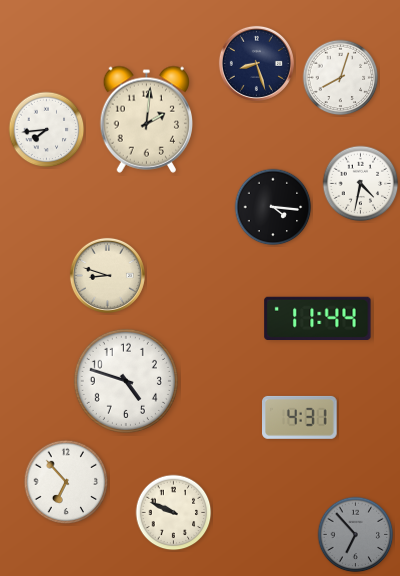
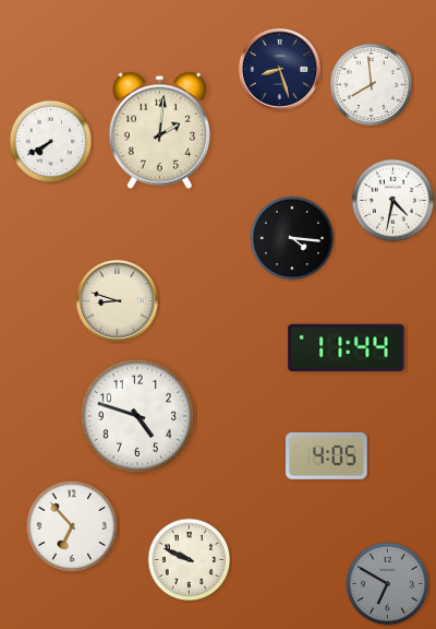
clock at (341, 78): 8:03 -> 7:59
clock at (47, 130): 7:44 -> 7:40
clock at (273, 207) position: (273, 207) -> (292, 238)
clock at (300, 417): 4:31 -> 4:05
clock at (356, 535): 6:53 -> 6:50
